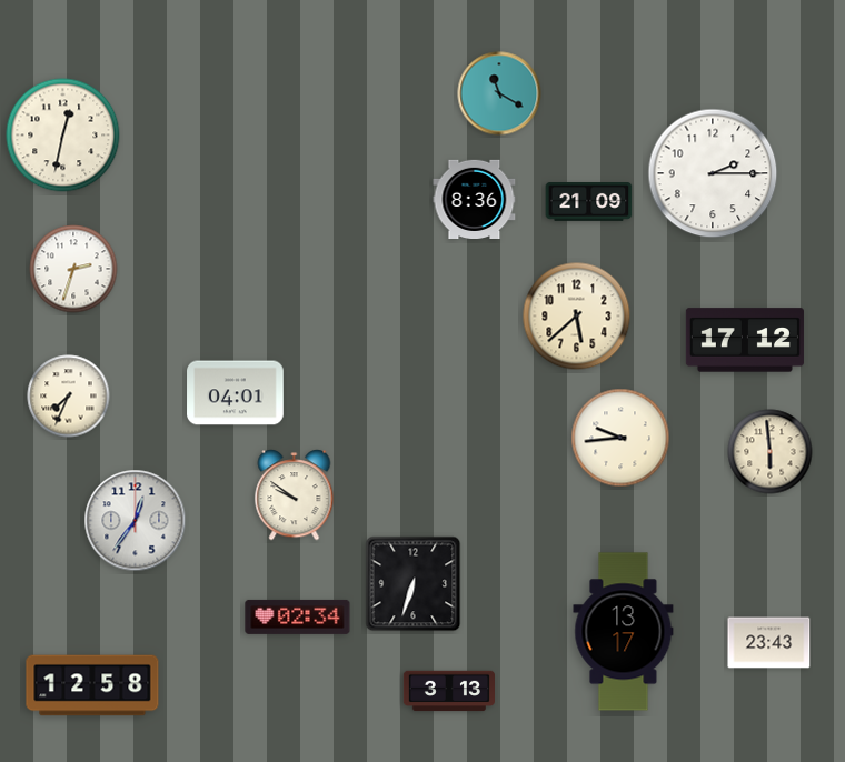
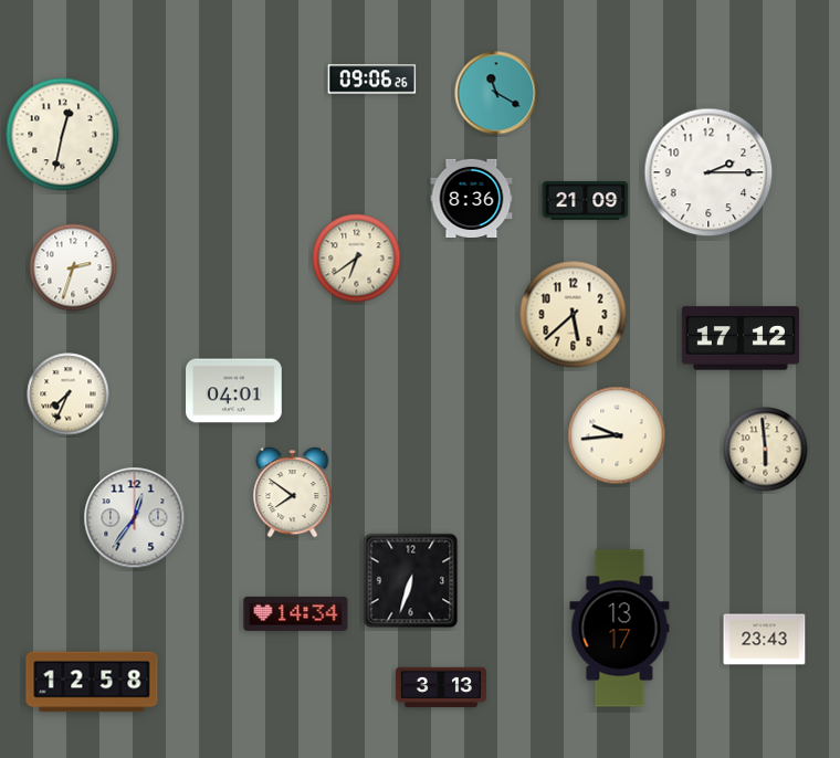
clock at (372, 80): none -> 09:06
clock at (357, 259): none -> 6:39
clock at (295, 495): 9:51 -> 7:51
clock at (298, 616): 02:34 -> 14:34
clock at (448, 691) position: (448, 691) -> (440, 687)
